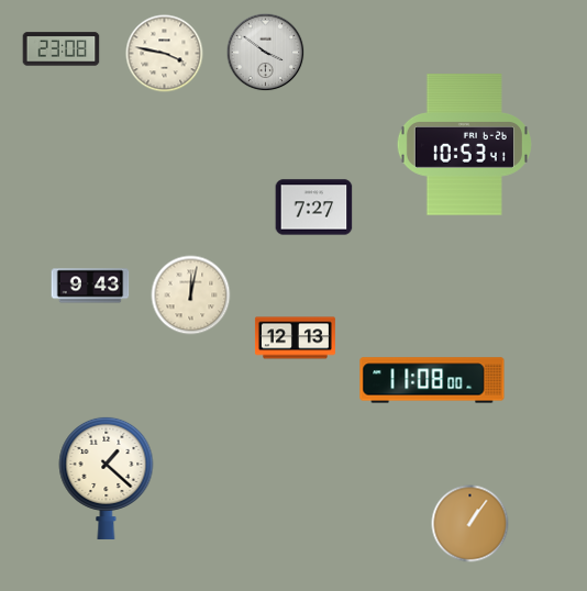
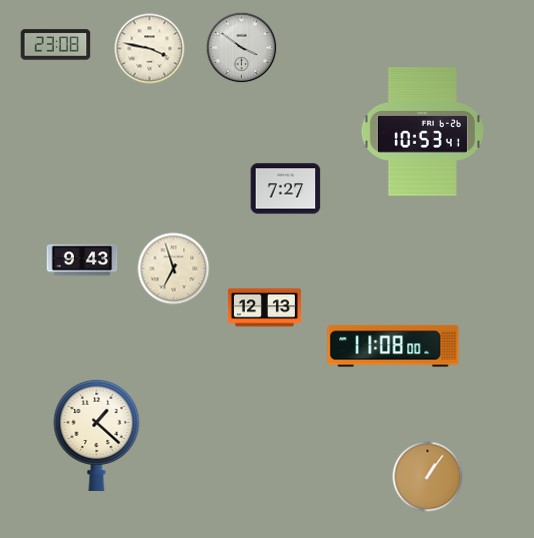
clock at (191, 295): 12:02 -> 6:57
clock at (295, 338) position: (295, 338) -> (264, 308)
